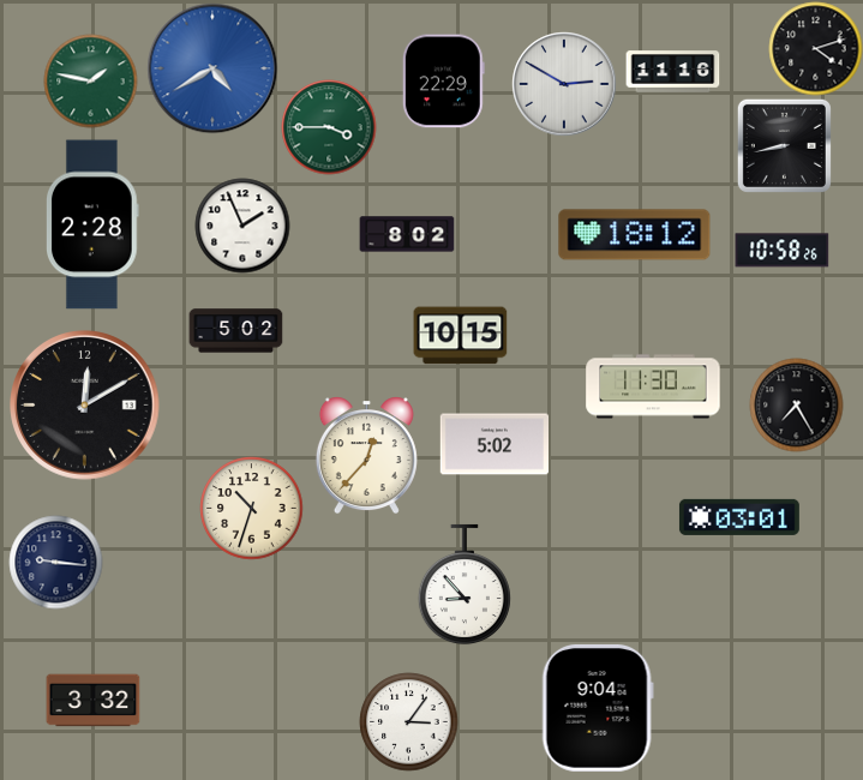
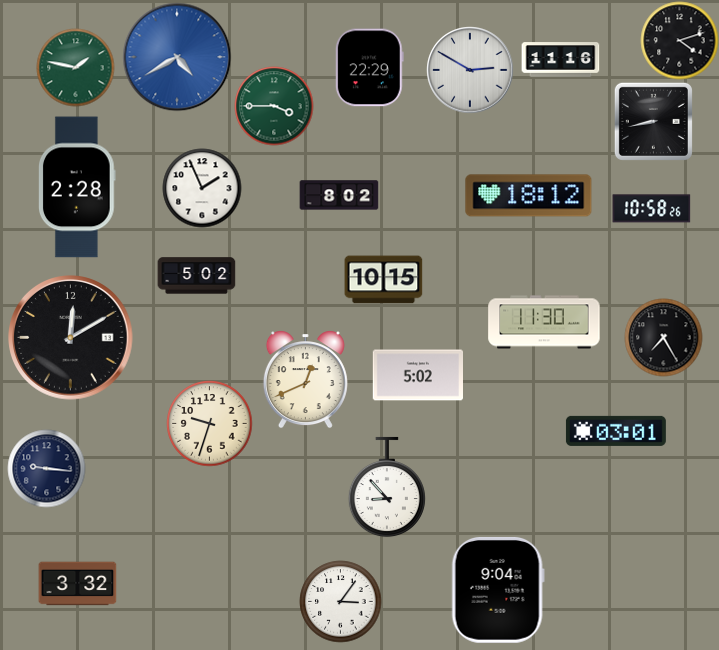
clock at (493, 444) position: (493, 444) -> (417, 375)
clock at (366, 455): 12:37 -> 12:41
clock at (251, 508): 10:33 -> 9:33
